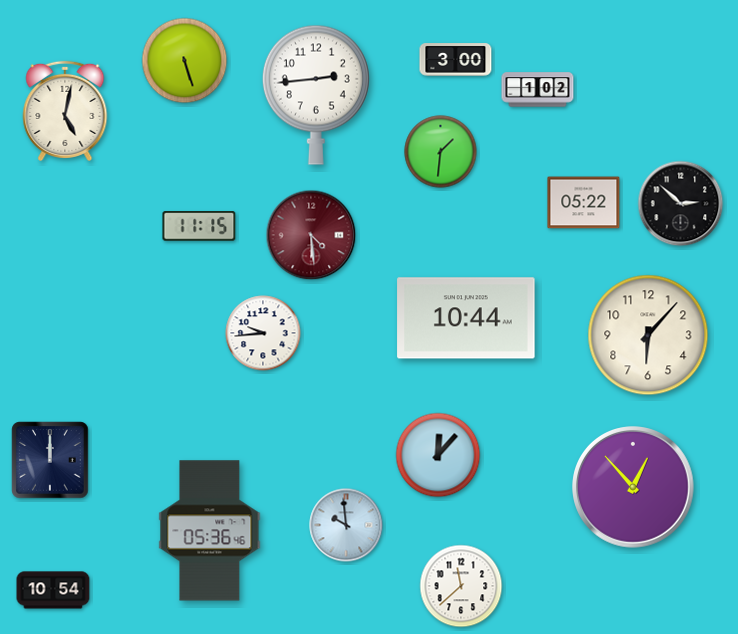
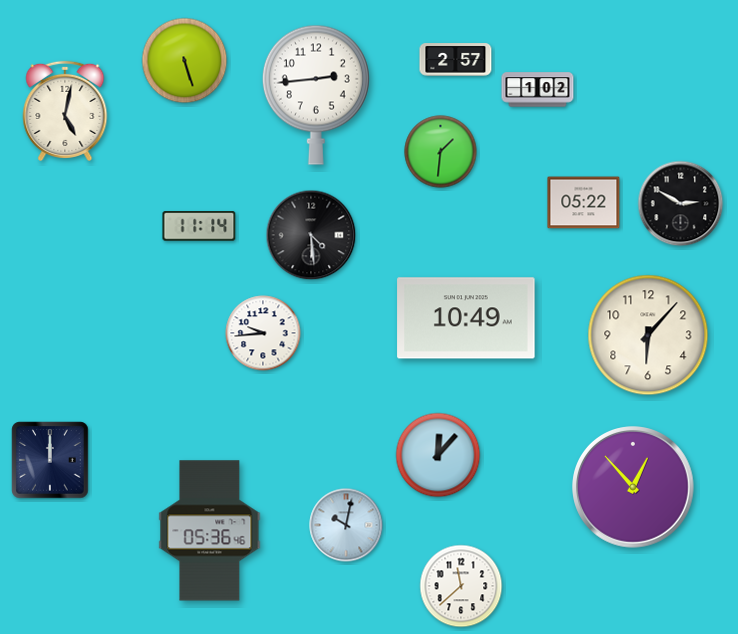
clock at (456, 60): 3:00 -> 2:57
clock at (681, 204): 2:52 -> 2:50
clock at (199, 226): 11:15 -> 11:14
clock at (311, 235) dial: burgundy -> black
clock at (466, 318): 10:44 -> 10:49
clock at (346, 525): 9:59 -> 10:02
clock at (53, 590): 10:54 -> none
